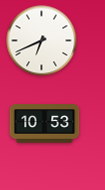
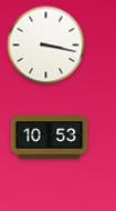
clock at (42, 41): 6:41 -> 3:17
